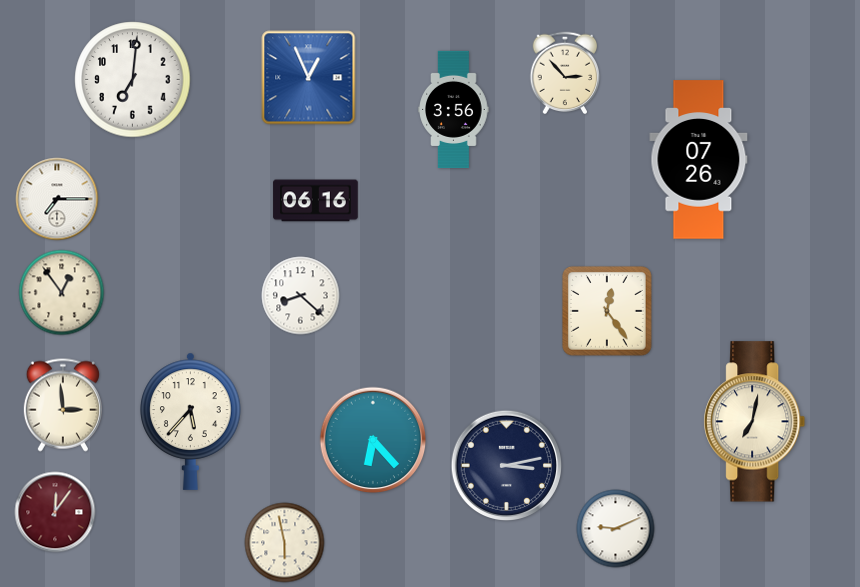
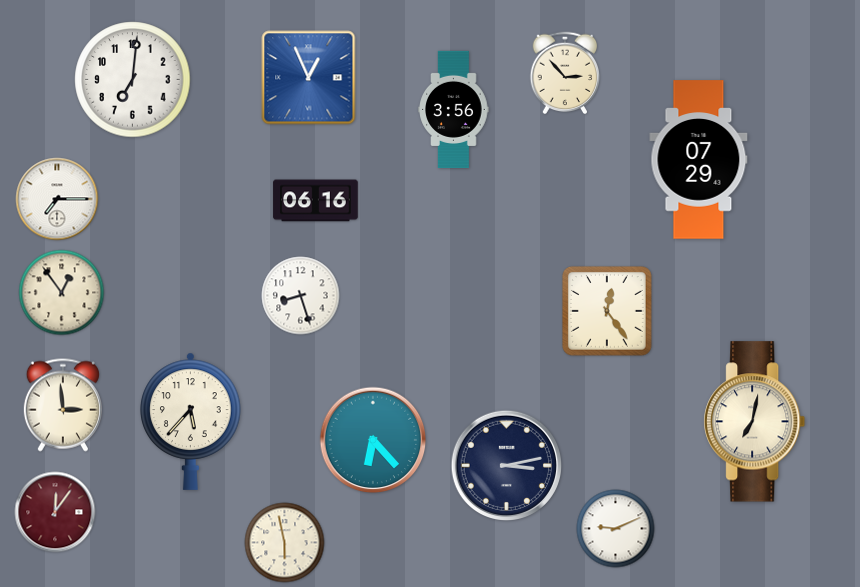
clock at (699, 160): 07:26 -> 07:29
clock at (301, 296): 8:22 -> 8:27
